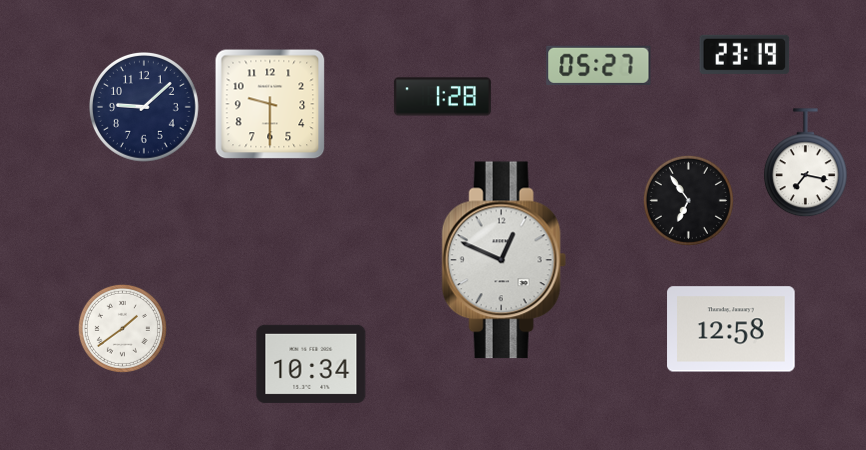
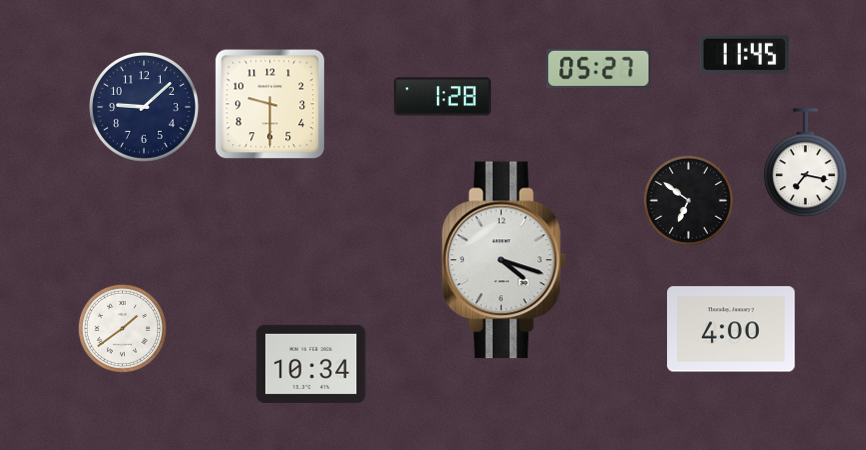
clock at (745, 54): 23:19 -> 11:45
clock at (599, 65) position: (599, 65) -> (599, 68)
clock at (688, 200): 6:54 -> 6:51
clock at (504, 260): 12:49 -> 4:18
clock at (731, 329): 12:58 -> 4:00
